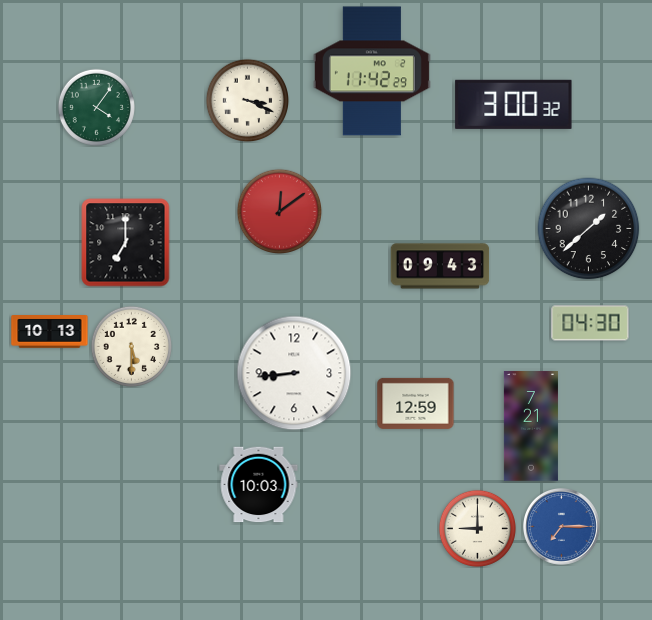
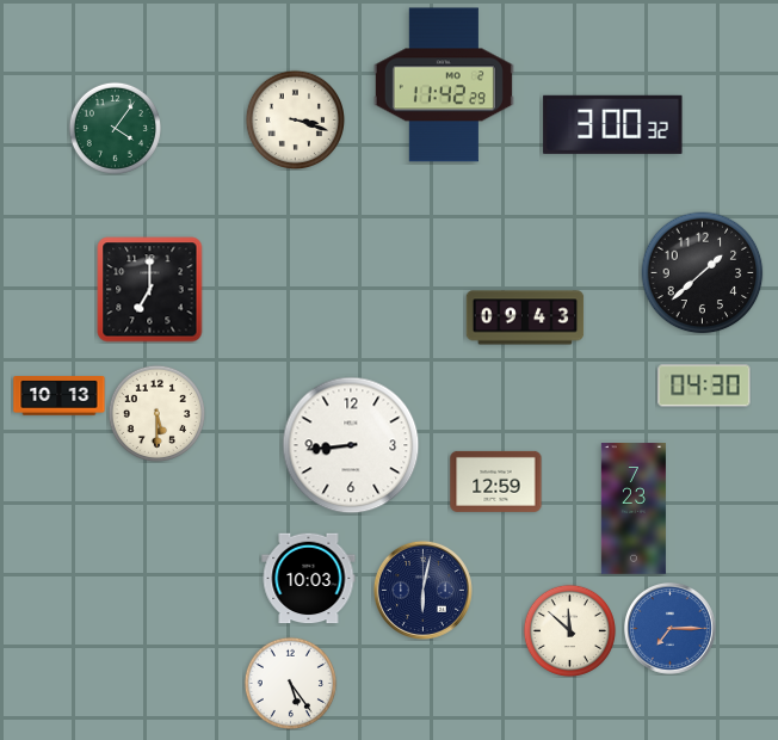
clock at (247, 100): 3:19 -> 3:18
clock at (279, 211): 12:09 -> none
clock at (531, 426): 7:21 -> 7:23
clock at (422, 590): none -> 6:02
clock at (477, 528): 9:00 -> 11:52
clock at (290, 683): none -> 5:24
